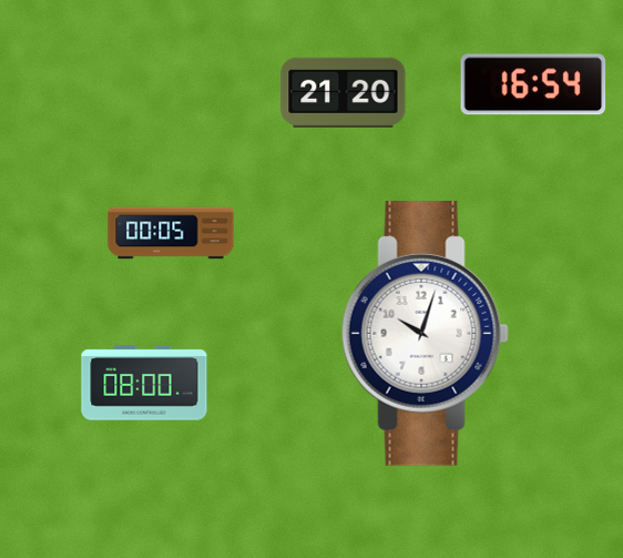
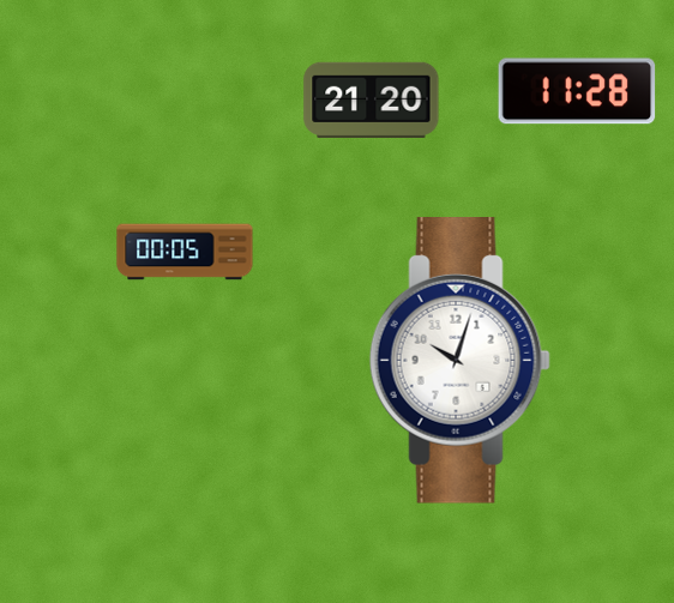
clock at (533, 84): 16:54 -> 11:28
clock at (144, 383): 08:00 -> none
